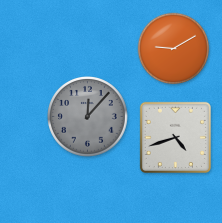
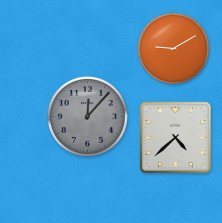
clock at (175, 137): 4:42 -> 4:38
